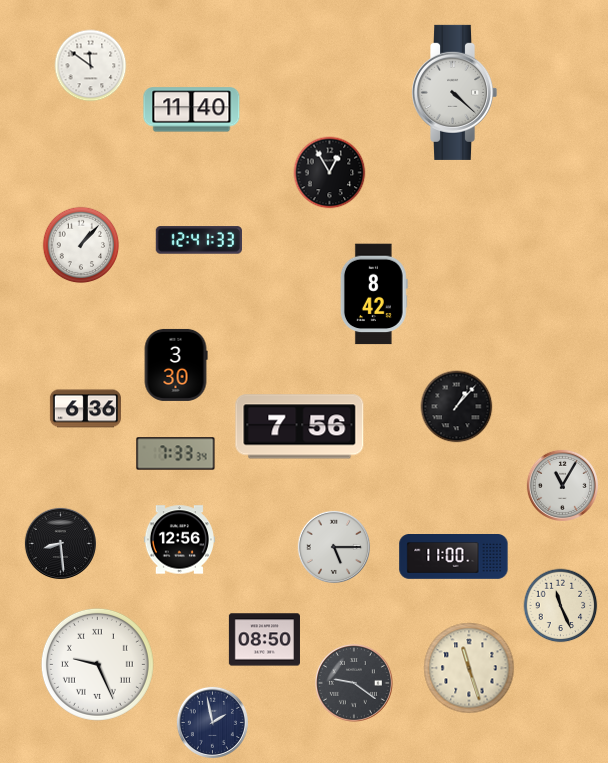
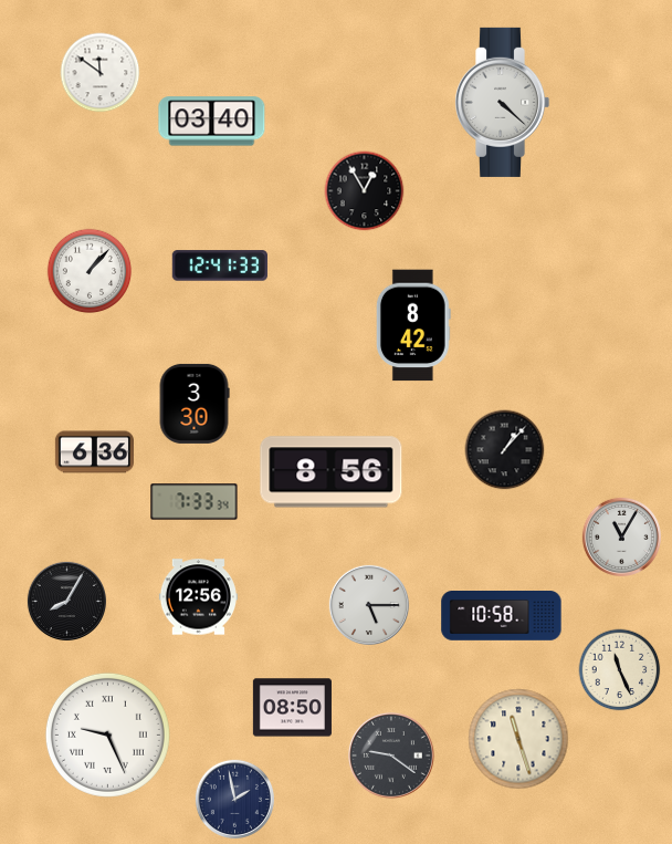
clock at (192, 110): 11:40 -> 03:40
clock at (300, 427): 7:56 -> 8:56
clock at (60, 543): 8:29 -> 8:05
clock at (454, 557): 11:00 -> 10:58
